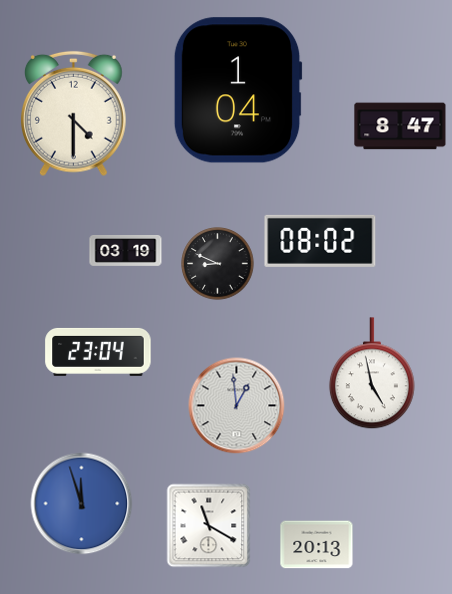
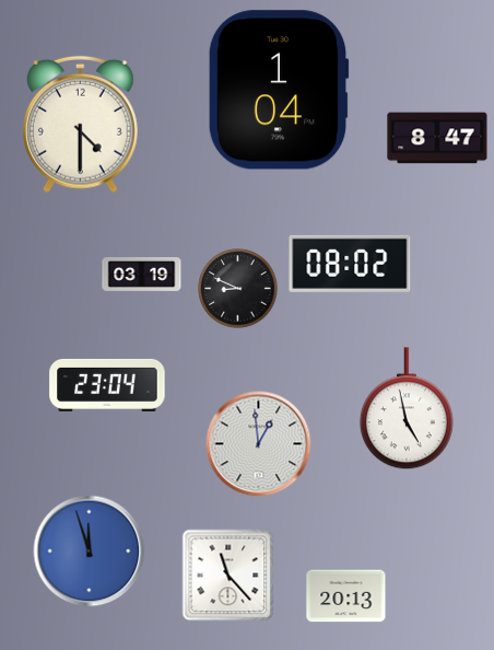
clock at (238, 90) position: (238, 90) -> (279, 90)
clock at (126, 251) position: (126, 251) -> (142, 275)
clock at (209, 526): 11:20 -> 11:23
